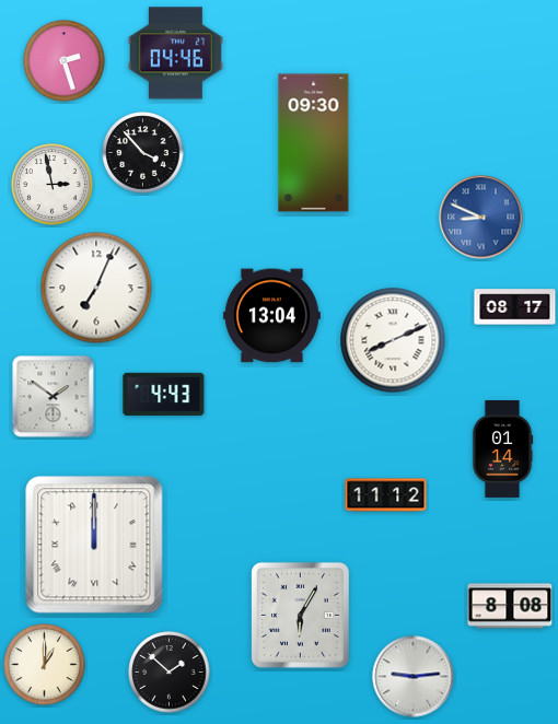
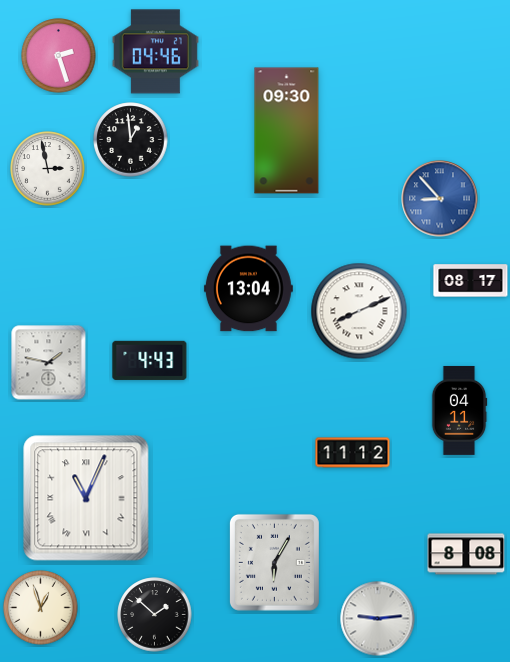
clock at (175, 54) position: (175, 54) -> (155, 52)
clock at (143, 153): 3:53 -> 12:59
clock at (481, 218): 8:49 -> 8:53
clock at (96, 288): 7:04 -> none
clock at (54, 397): 1:51 -> 1:47
clock at (502, 448): 01:14 -> 04:11
clock at (94, 545): 12:00 -> 11:04
clock at (45, 665): 1:00 -> 12:57
